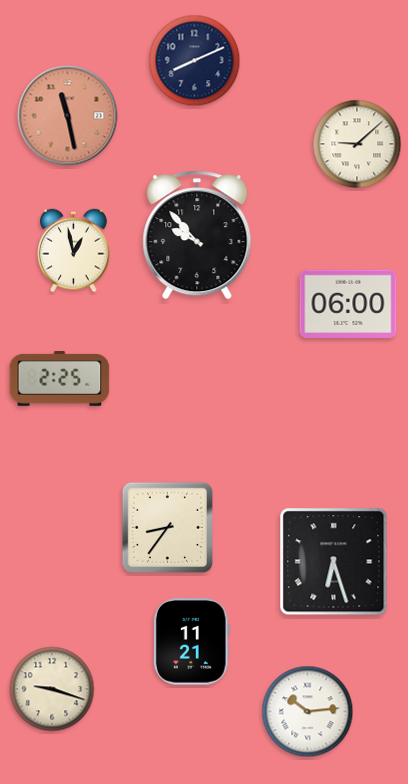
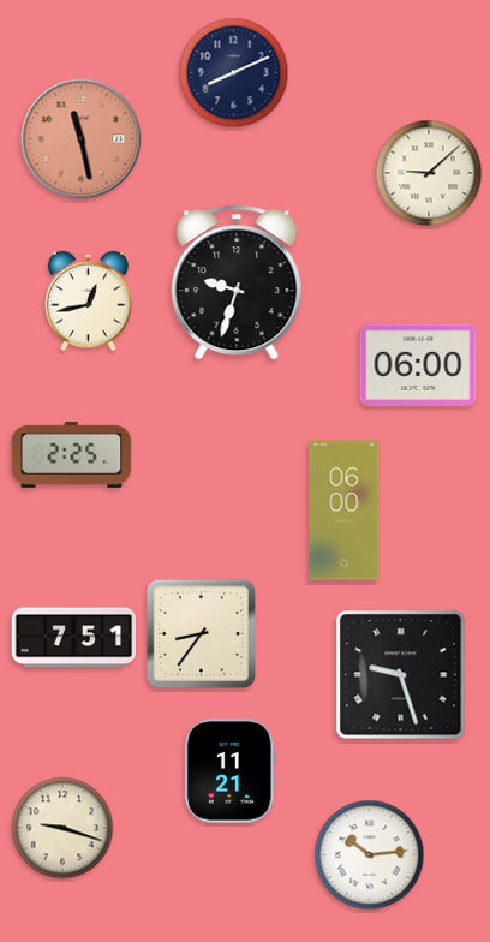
clock at (197, 235): 9:53 -> 9:33
clock at (74, 251): 12:58 -> 12:43
clock at (345, 511): none -> 06:00
clock at (73, 638): none -> 7:51
clock at (334, 562): 6:27 -> 9:27
